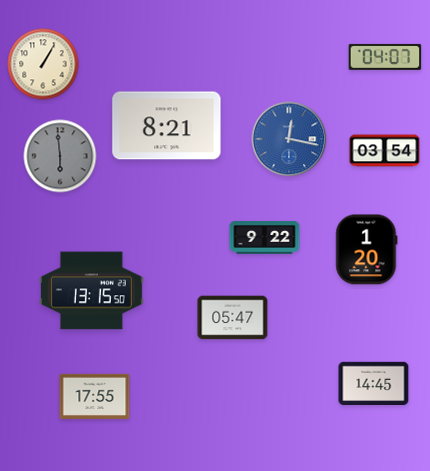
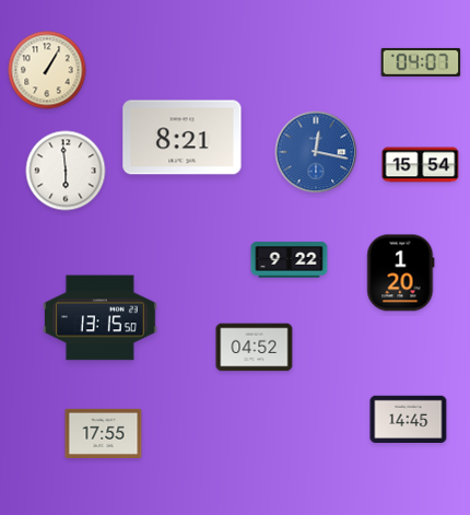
clock at (385, 151): 03:54 -> 15:54
clock at (60, 156) dial: grey -> white
clock at (233, 318): 05:47 -> 04:52
